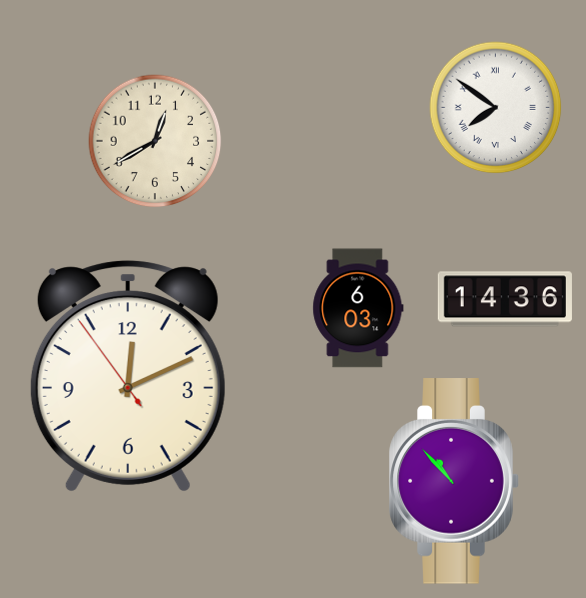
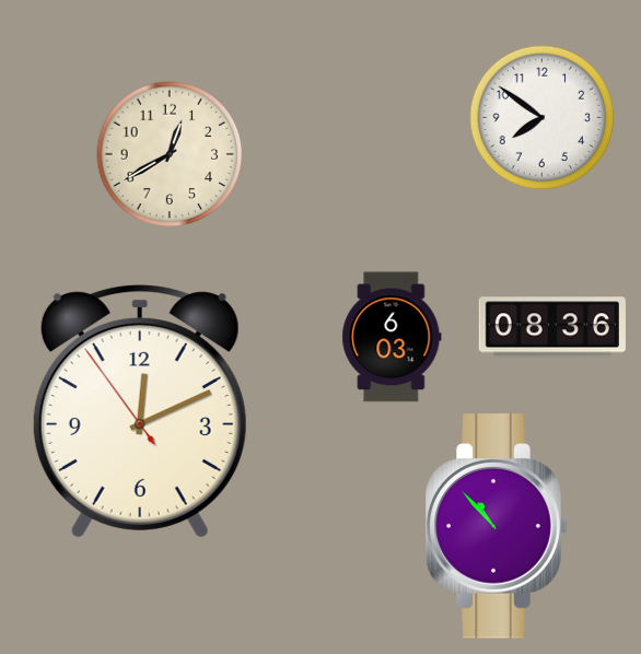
clock at (496, 108) numerals: Roman -> Arabic
clock at (505, 299): 14:36 -> 08:36
